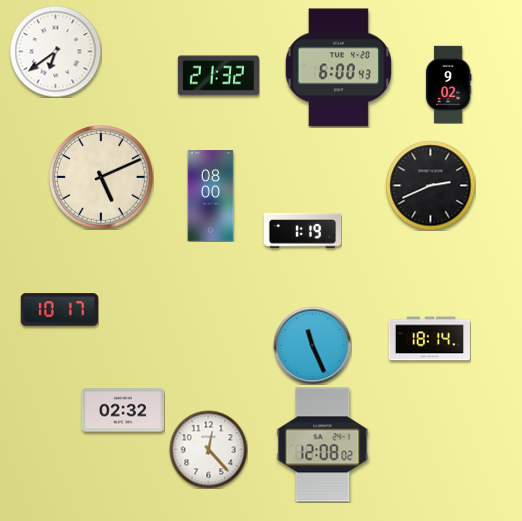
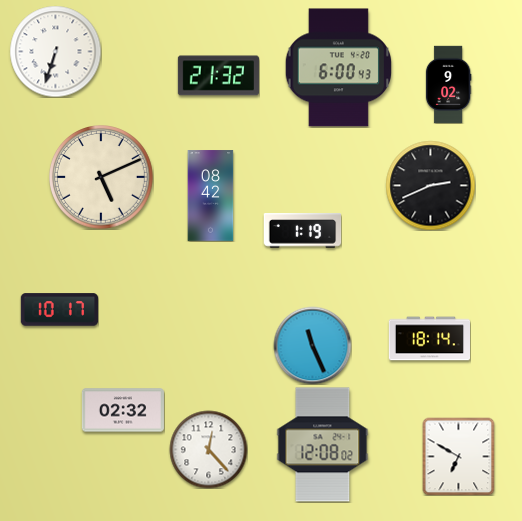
clock at (55, 51): 6:39 -> 6:33
clock at (211, 196): 08:00 -> 08:42
clock at (459, 456): none -> 6:50
